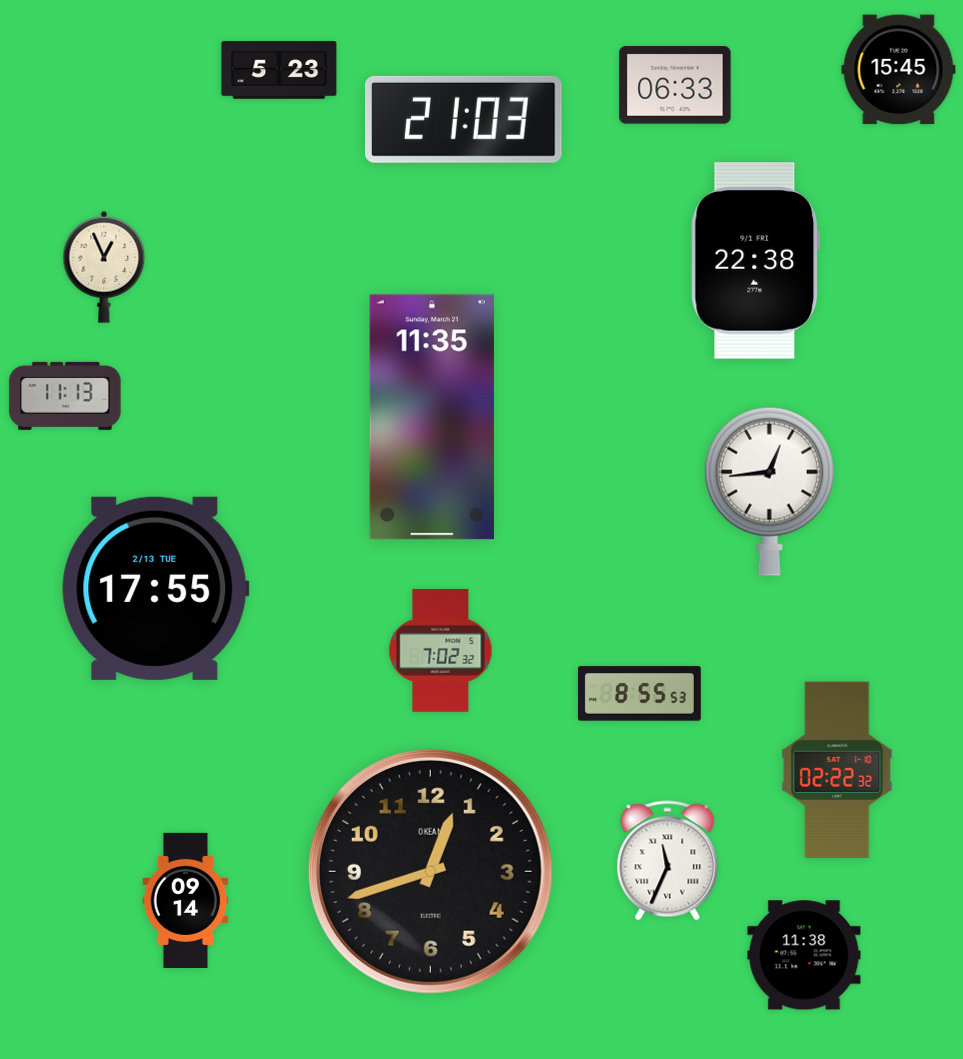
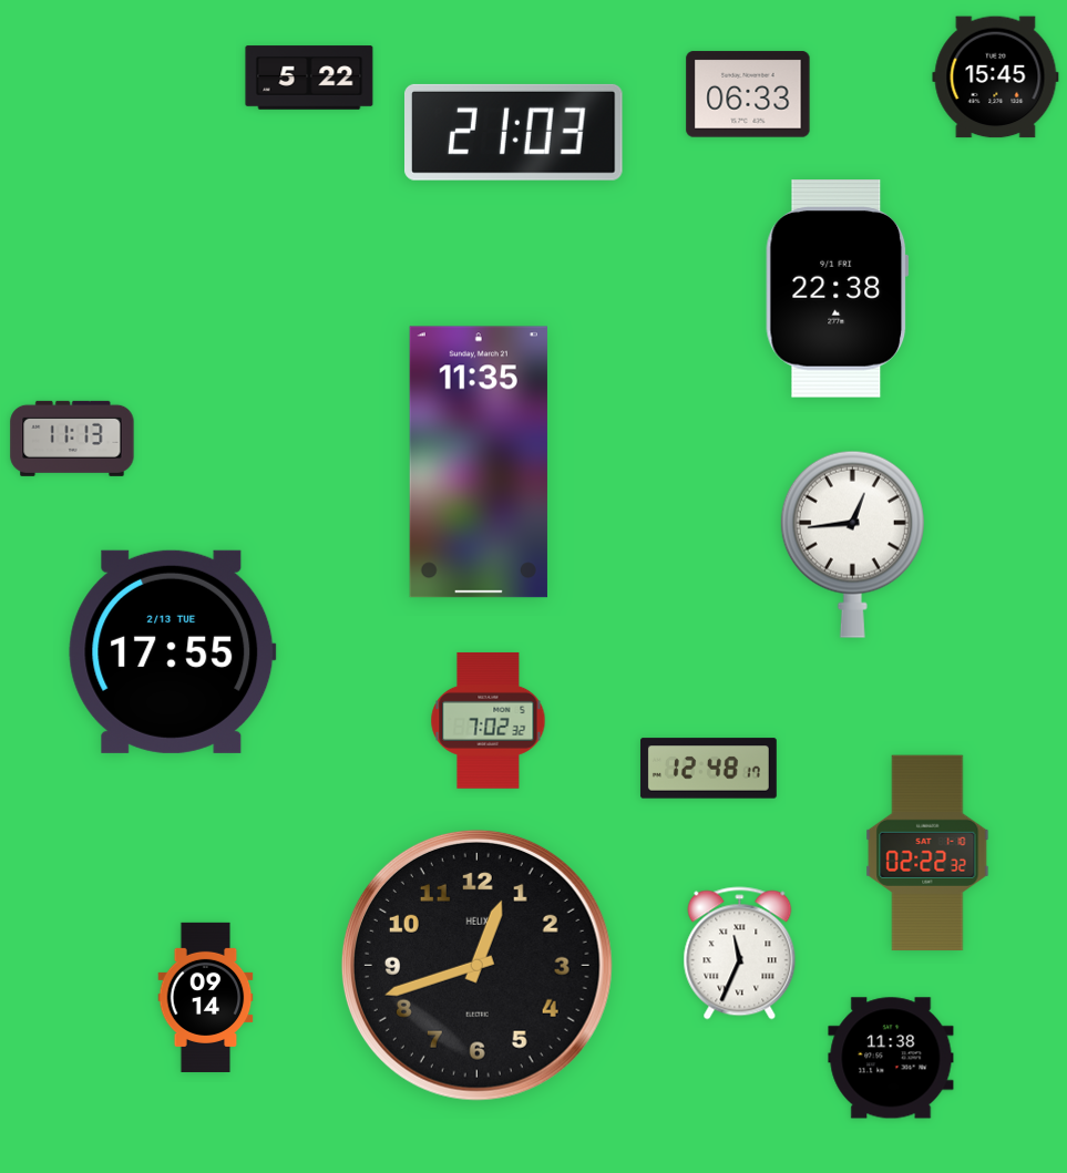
clock at (279, 70): 5:23 -> 5:22
clock at (104, 267): 12:56 -> none
clock at (639, 694): 8:55 -> 12:48
clock at (430, 871) brand: OKEAN -> HELIX
